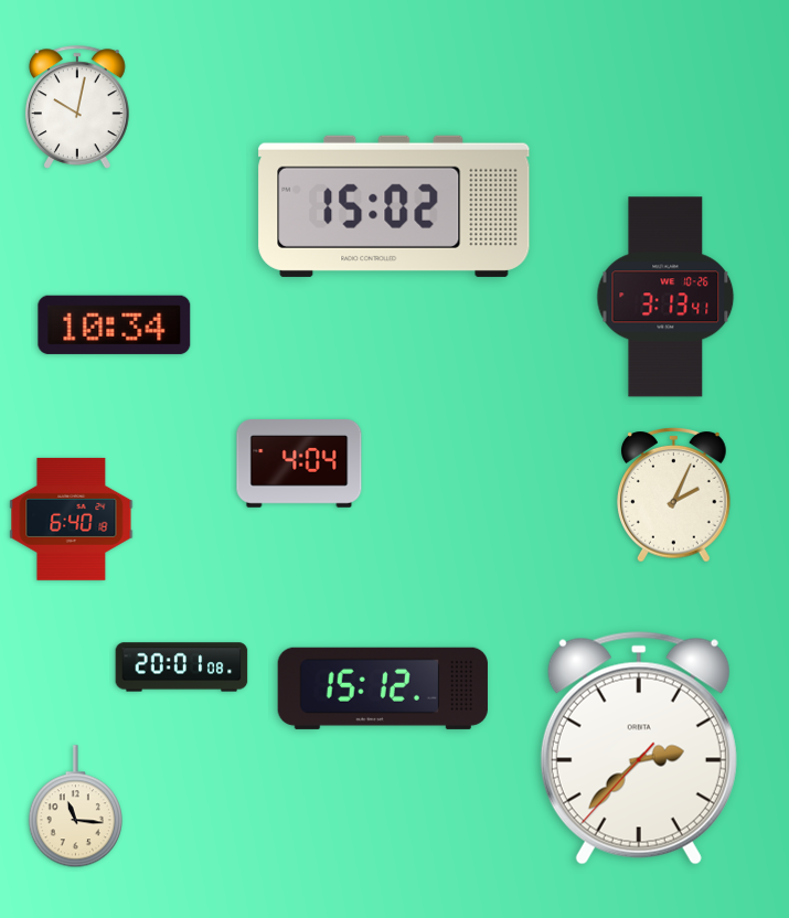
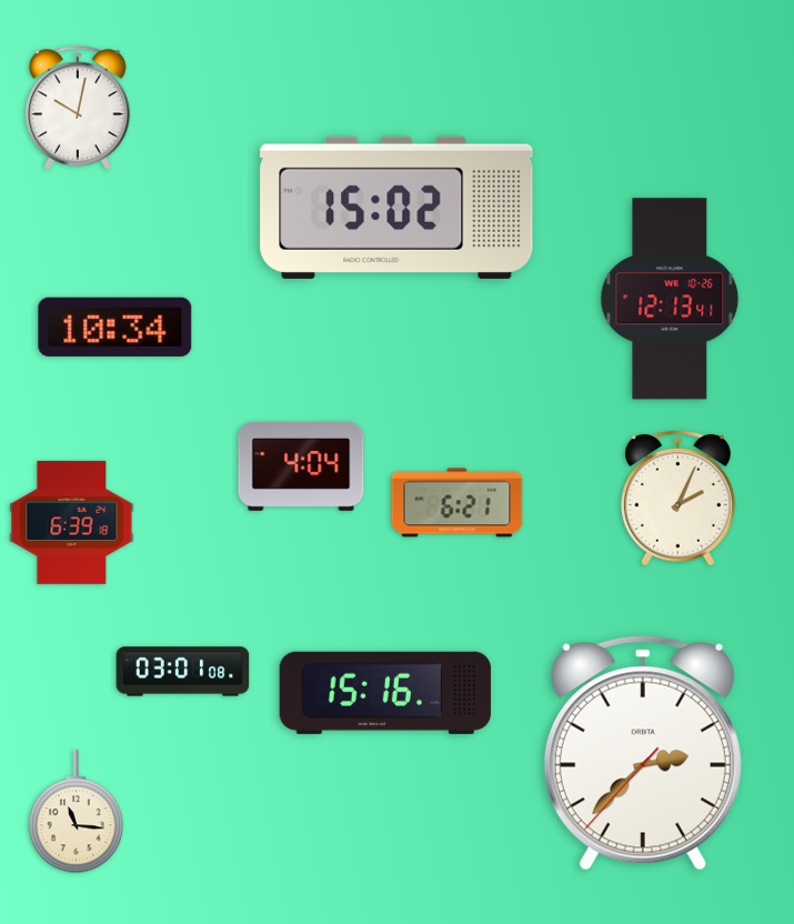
clock at (665, 297): 3:13 -> 12:13
clock at (458, 503): none -> 6:21
clock at (72, 519): 6:40 -> 6:39
clock at (182, 668): 20:01 -> 03:01
clock at (383, 688): 15:12 -> 15:16
